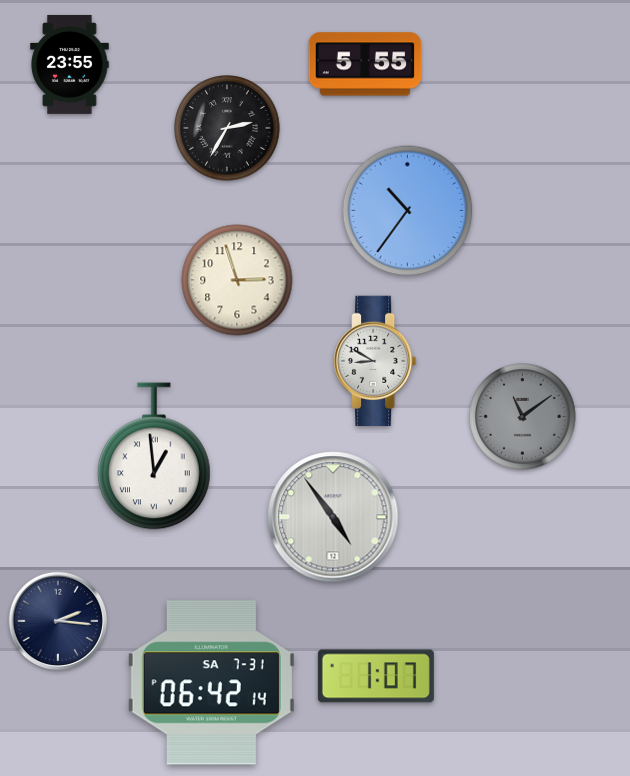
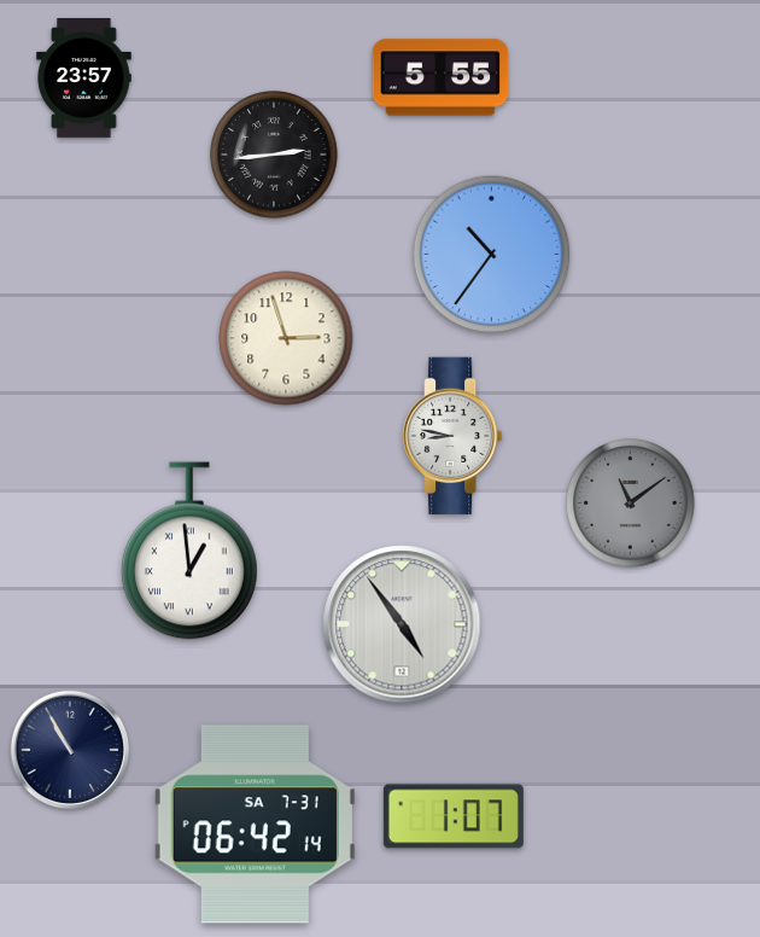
clock at (70, 64): 23:55 -> 23:57
clock at (227, 128): 2:35 -> 2:44
clock at (376, 361): 8:50 -> 8:47
clock at (154, 456) position: (154, 456) -> (189, 551)
clock at (58, 621): 2:16 -> 10:55
